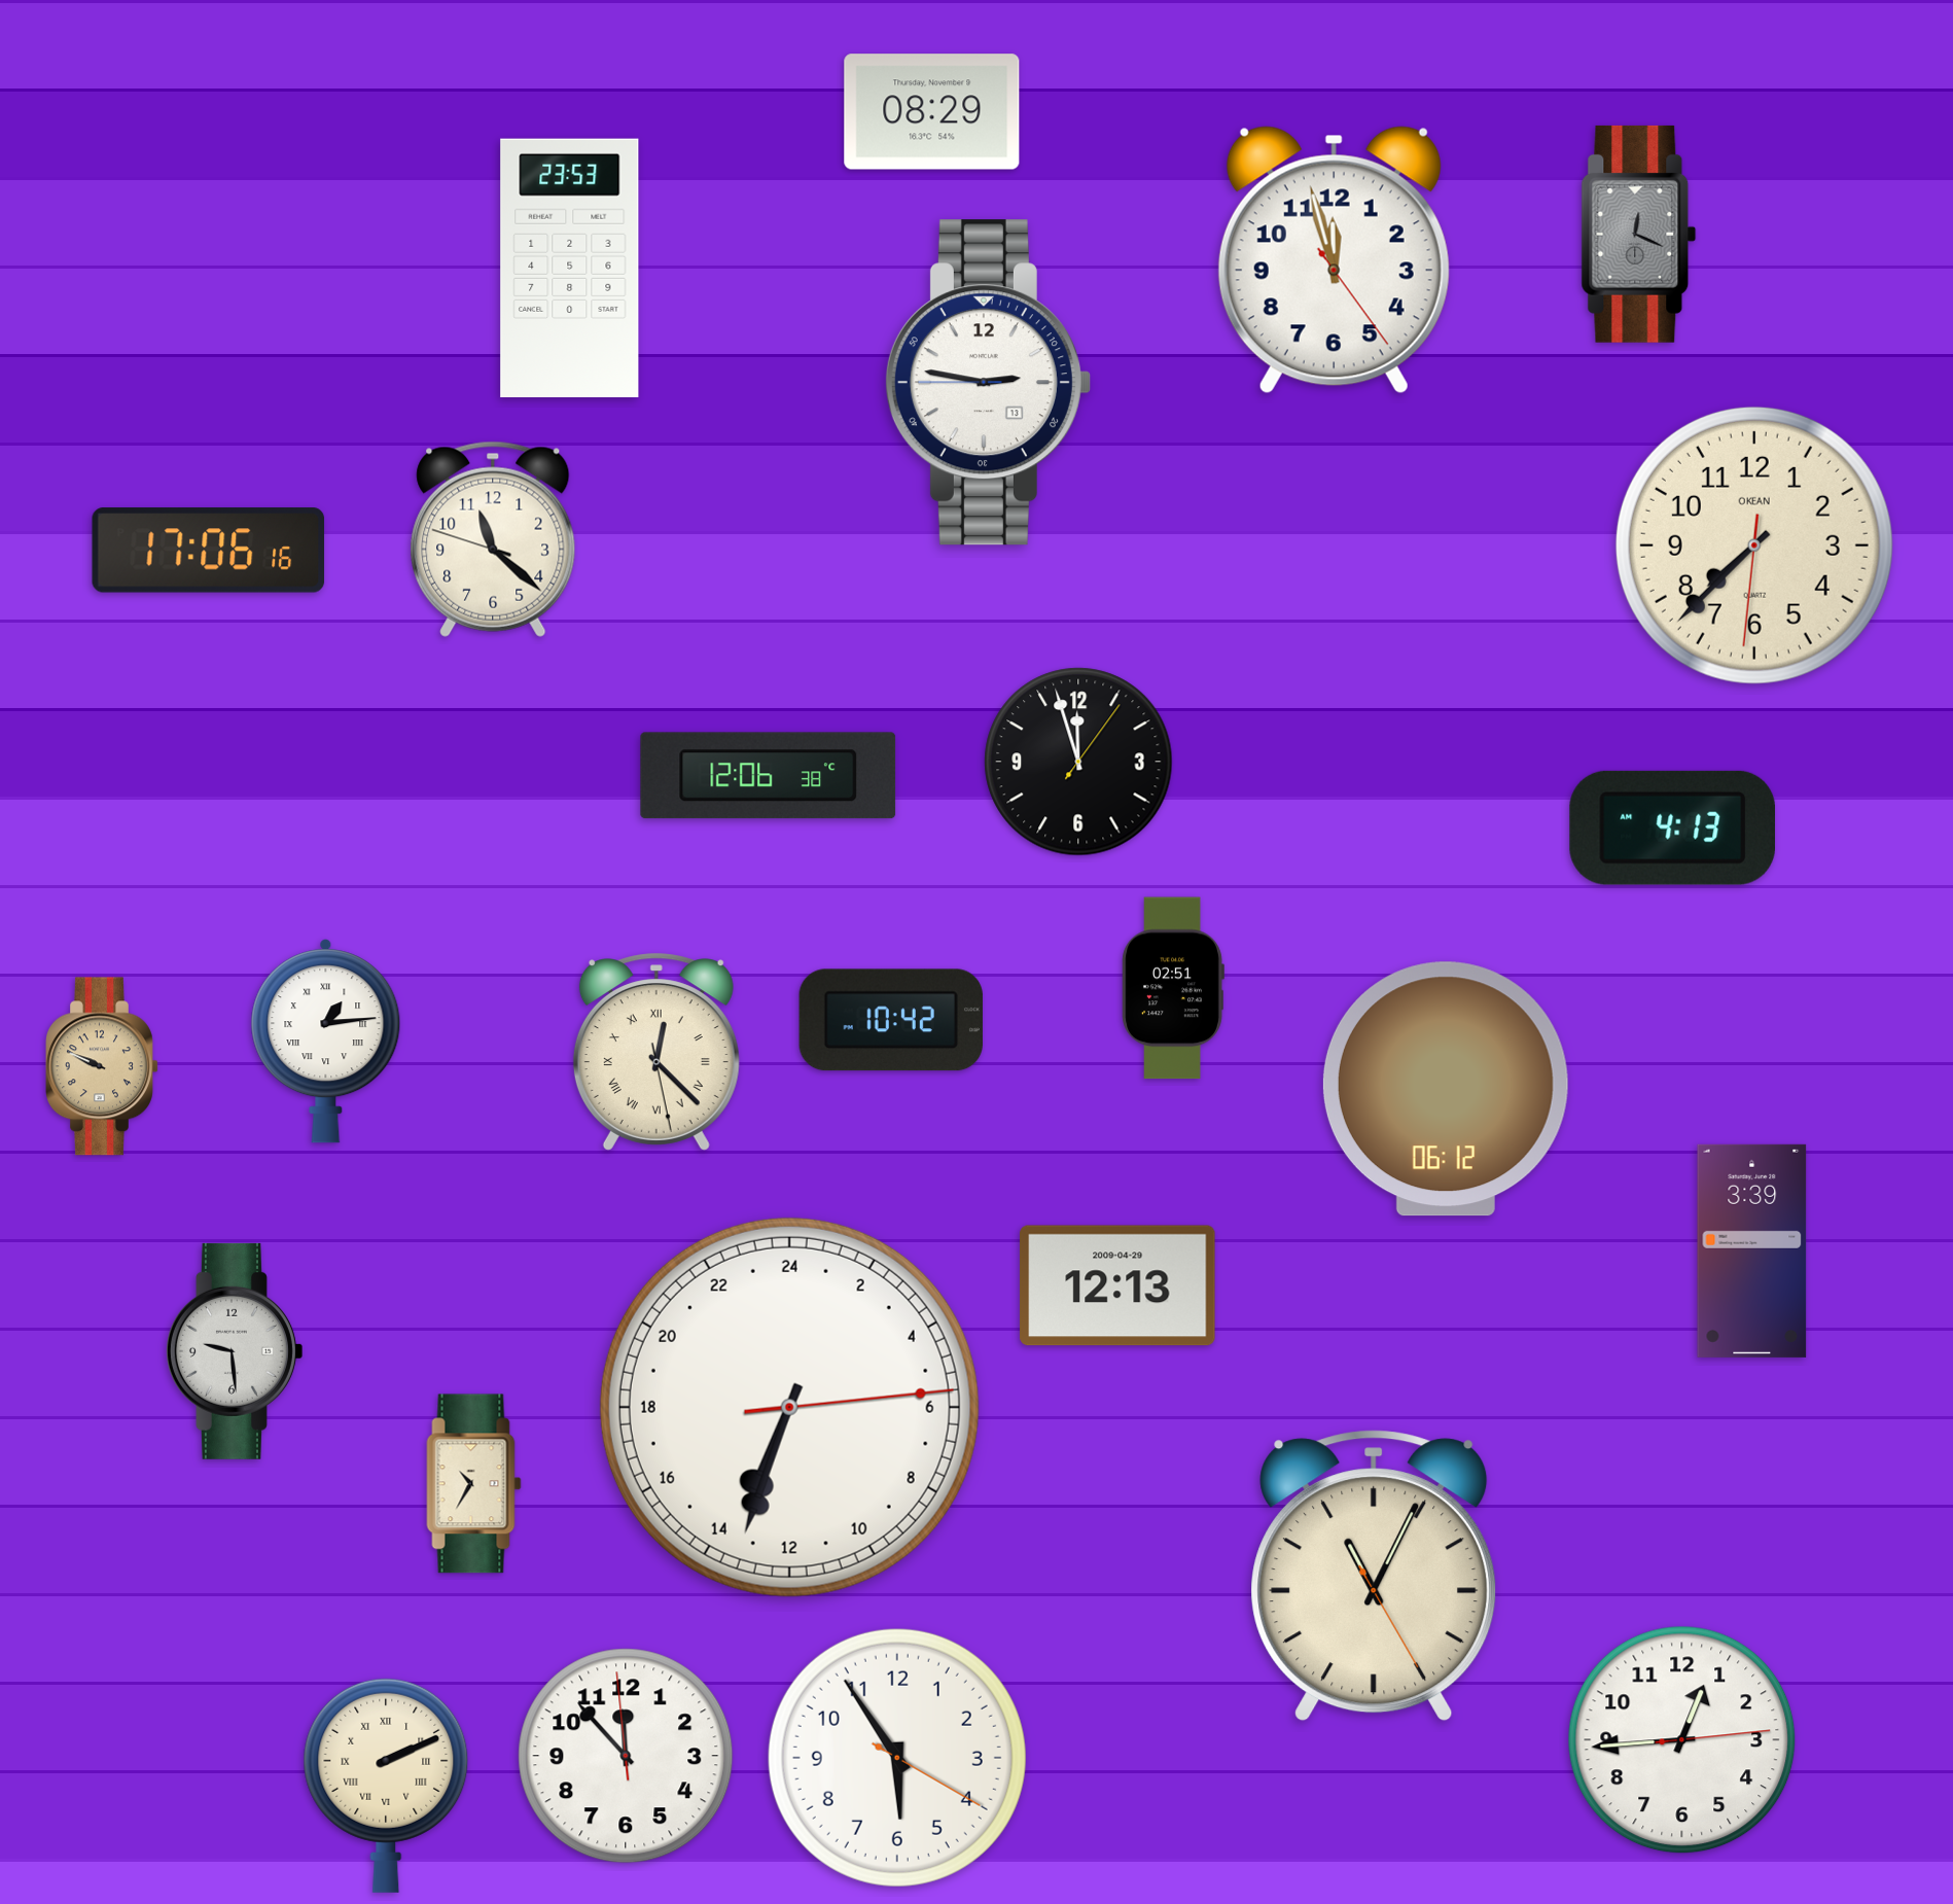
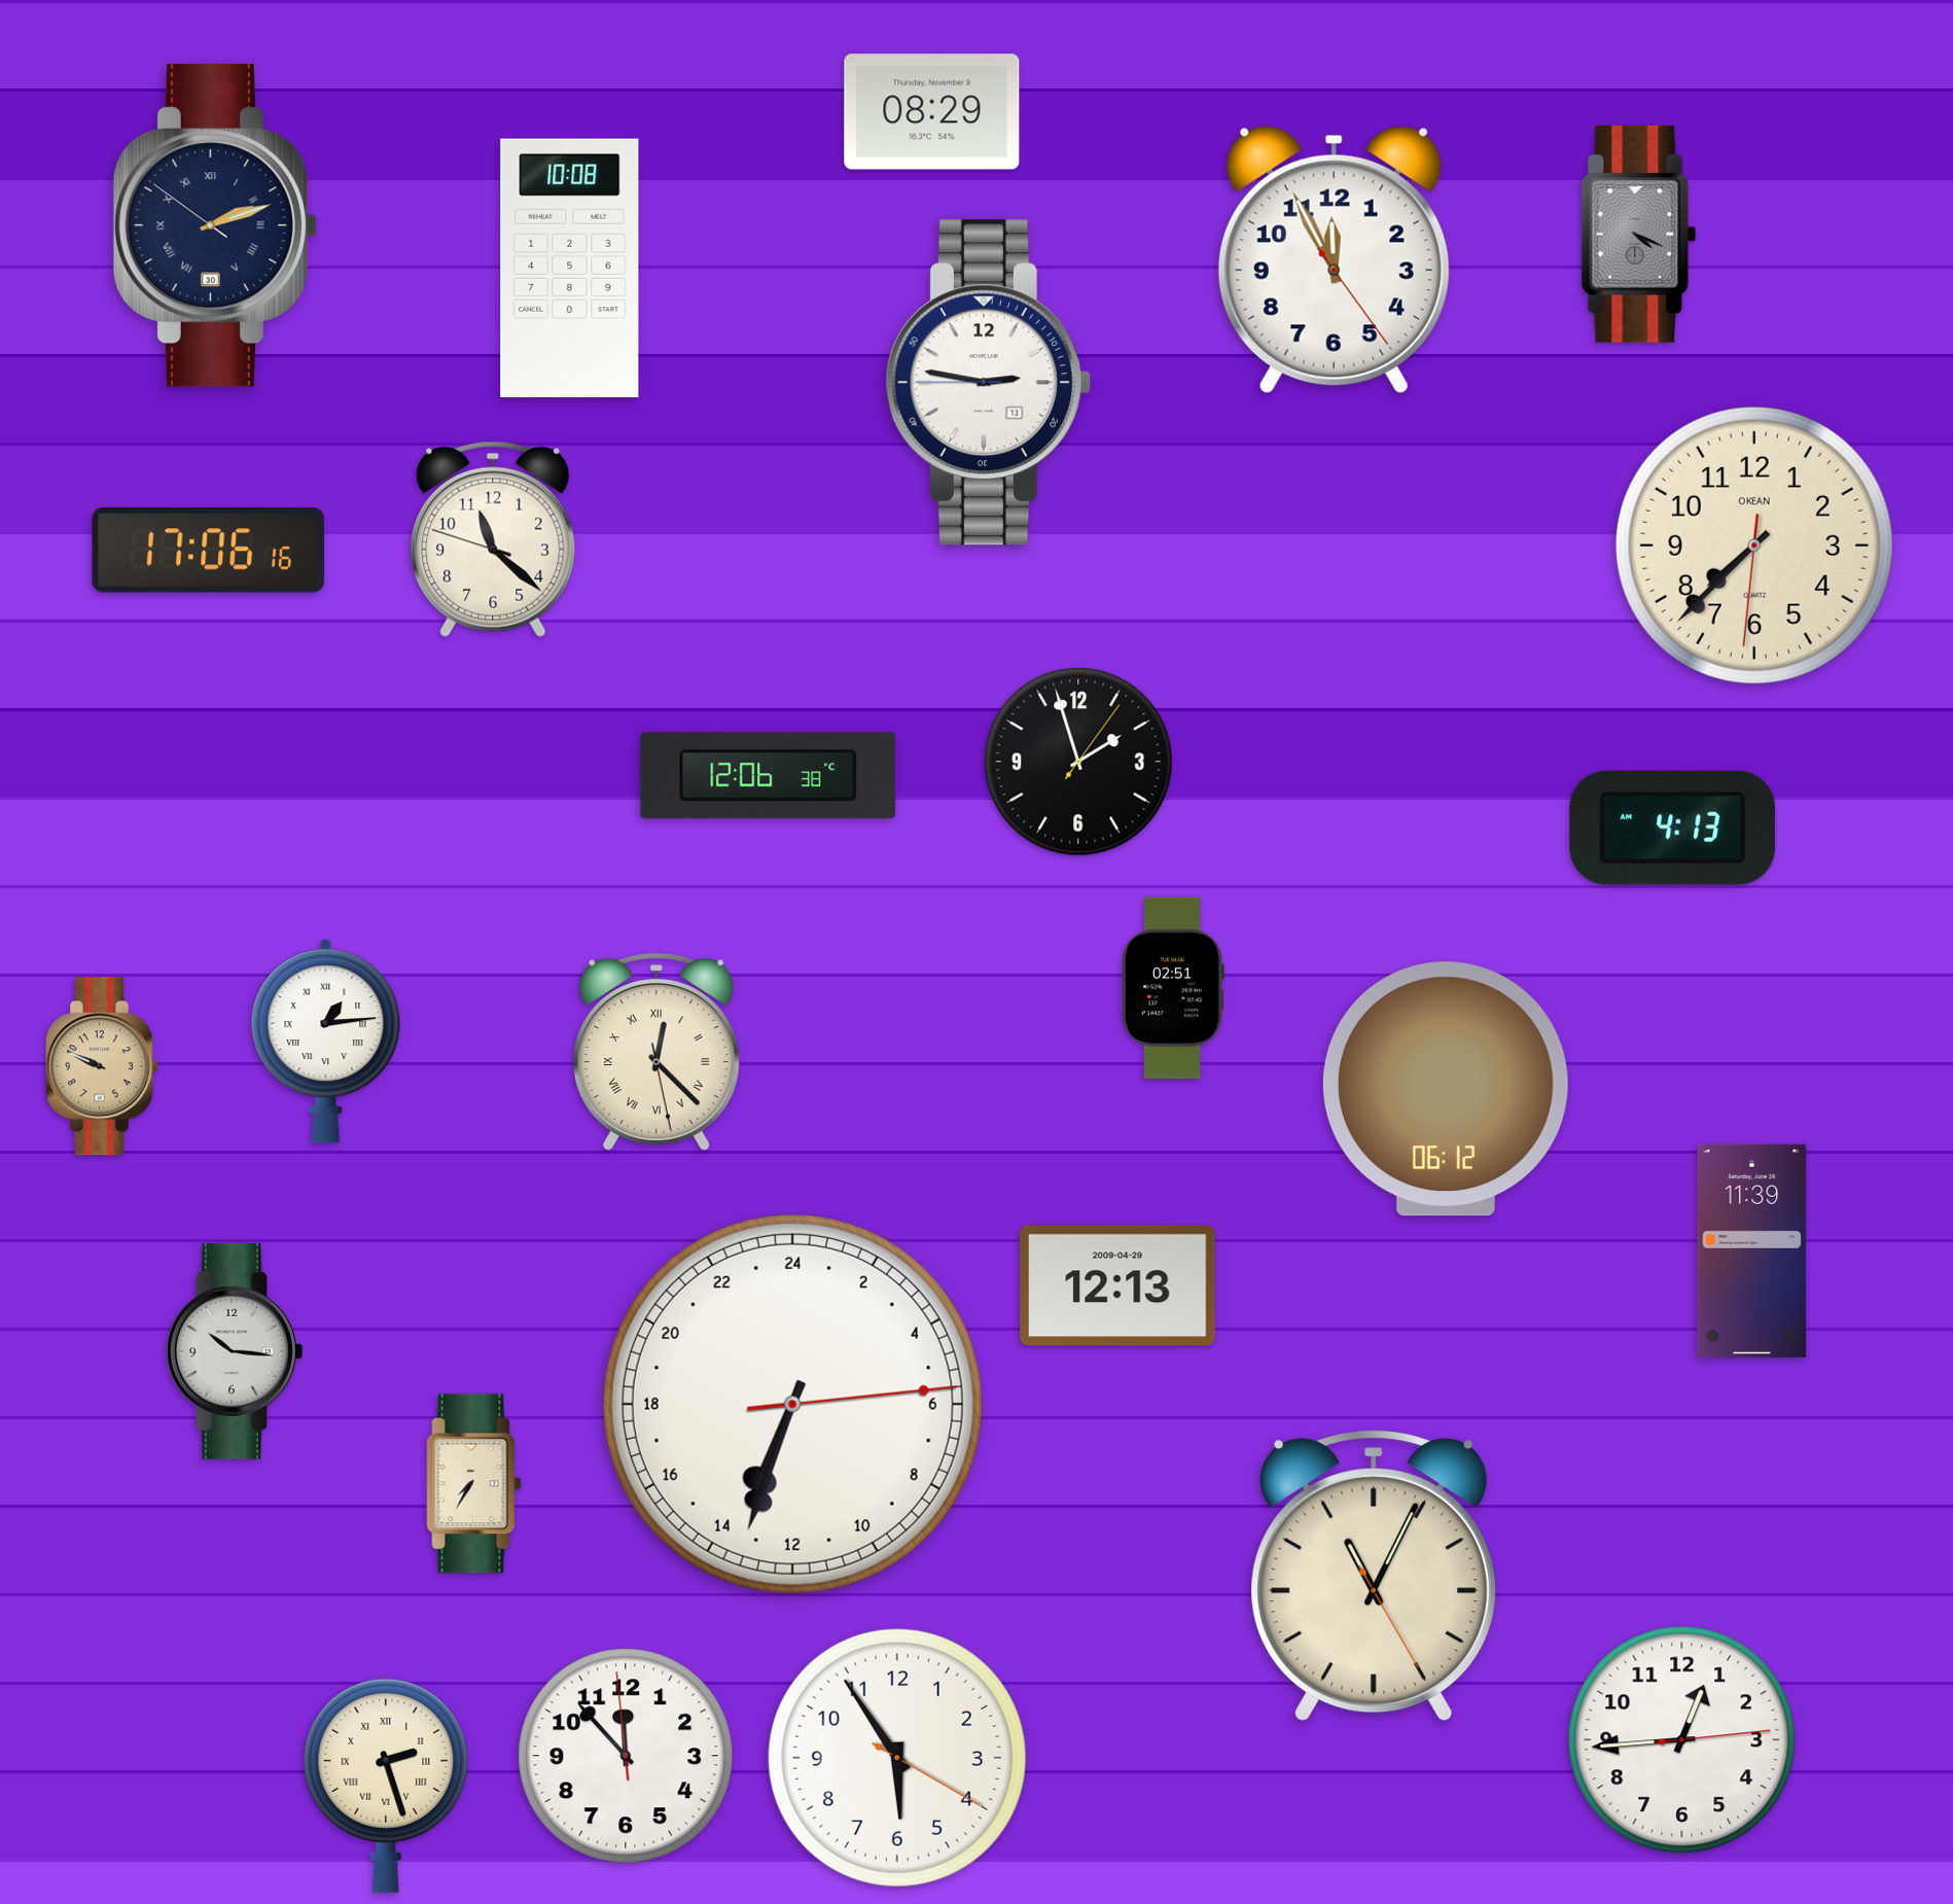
clock at (215, 225): none -> 2:11
clock at (1639, 234): 12:19 -> 4:19
clock at (1334, 260): 11:57 -> 11:55
clock at (570, 269): 23:53 -> 10:08
clock at (1078, 762): 11:57 -> 1:57
clock at (891, 1020): 10:42 -> none
clock at (1752, 1250): 3:39 -> 11:39
clock at (234, 1351): 9:29 -> 10:16
clock at (789, 1407) position: (789, 1407) -> (792, 1404)
clock at (474, 1484): 10:35 -> 7:35
clock at (386, 1785): 2:11 -> 2:27
